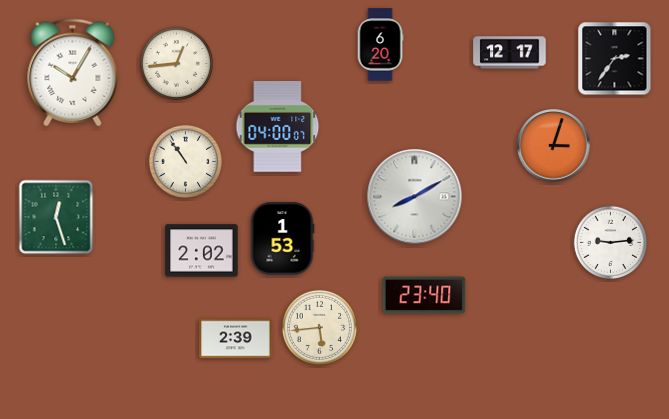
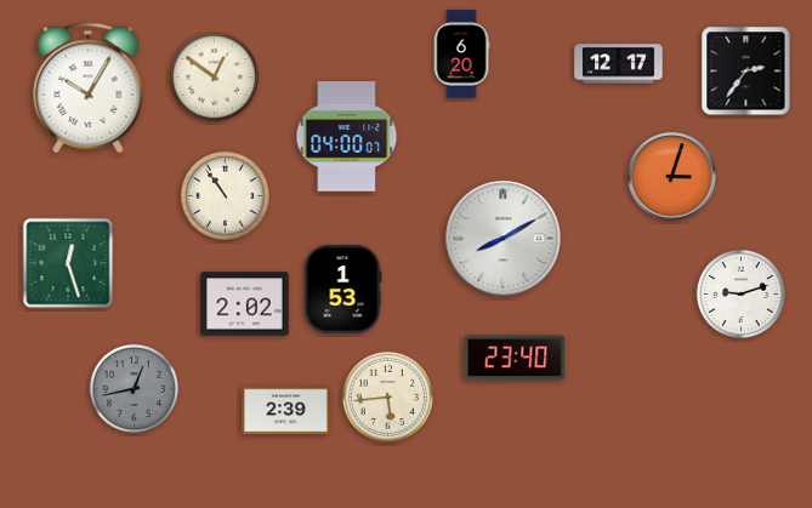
clock at (176, 63): 12:44 -> 12:51
clock at (278, 127) position: (278, 127) -> (347, 137)
clock at (610, 242): 9:14 -> 9:12
clock at (134, 388): none -> 12:43
